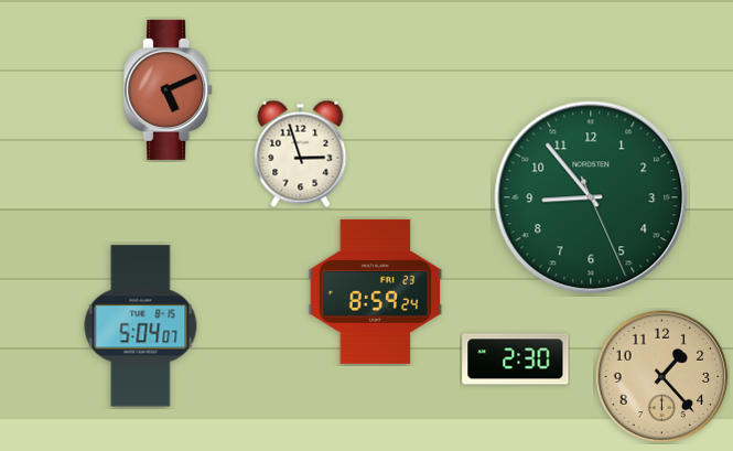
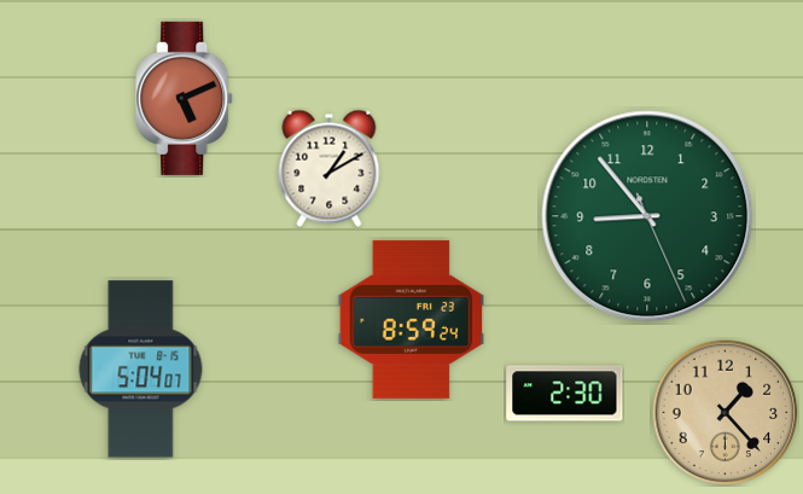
clock at (301, 153): 2:57 -> 1:10
clock at (141, 326) position: (141, 326) -> (141, 370)
